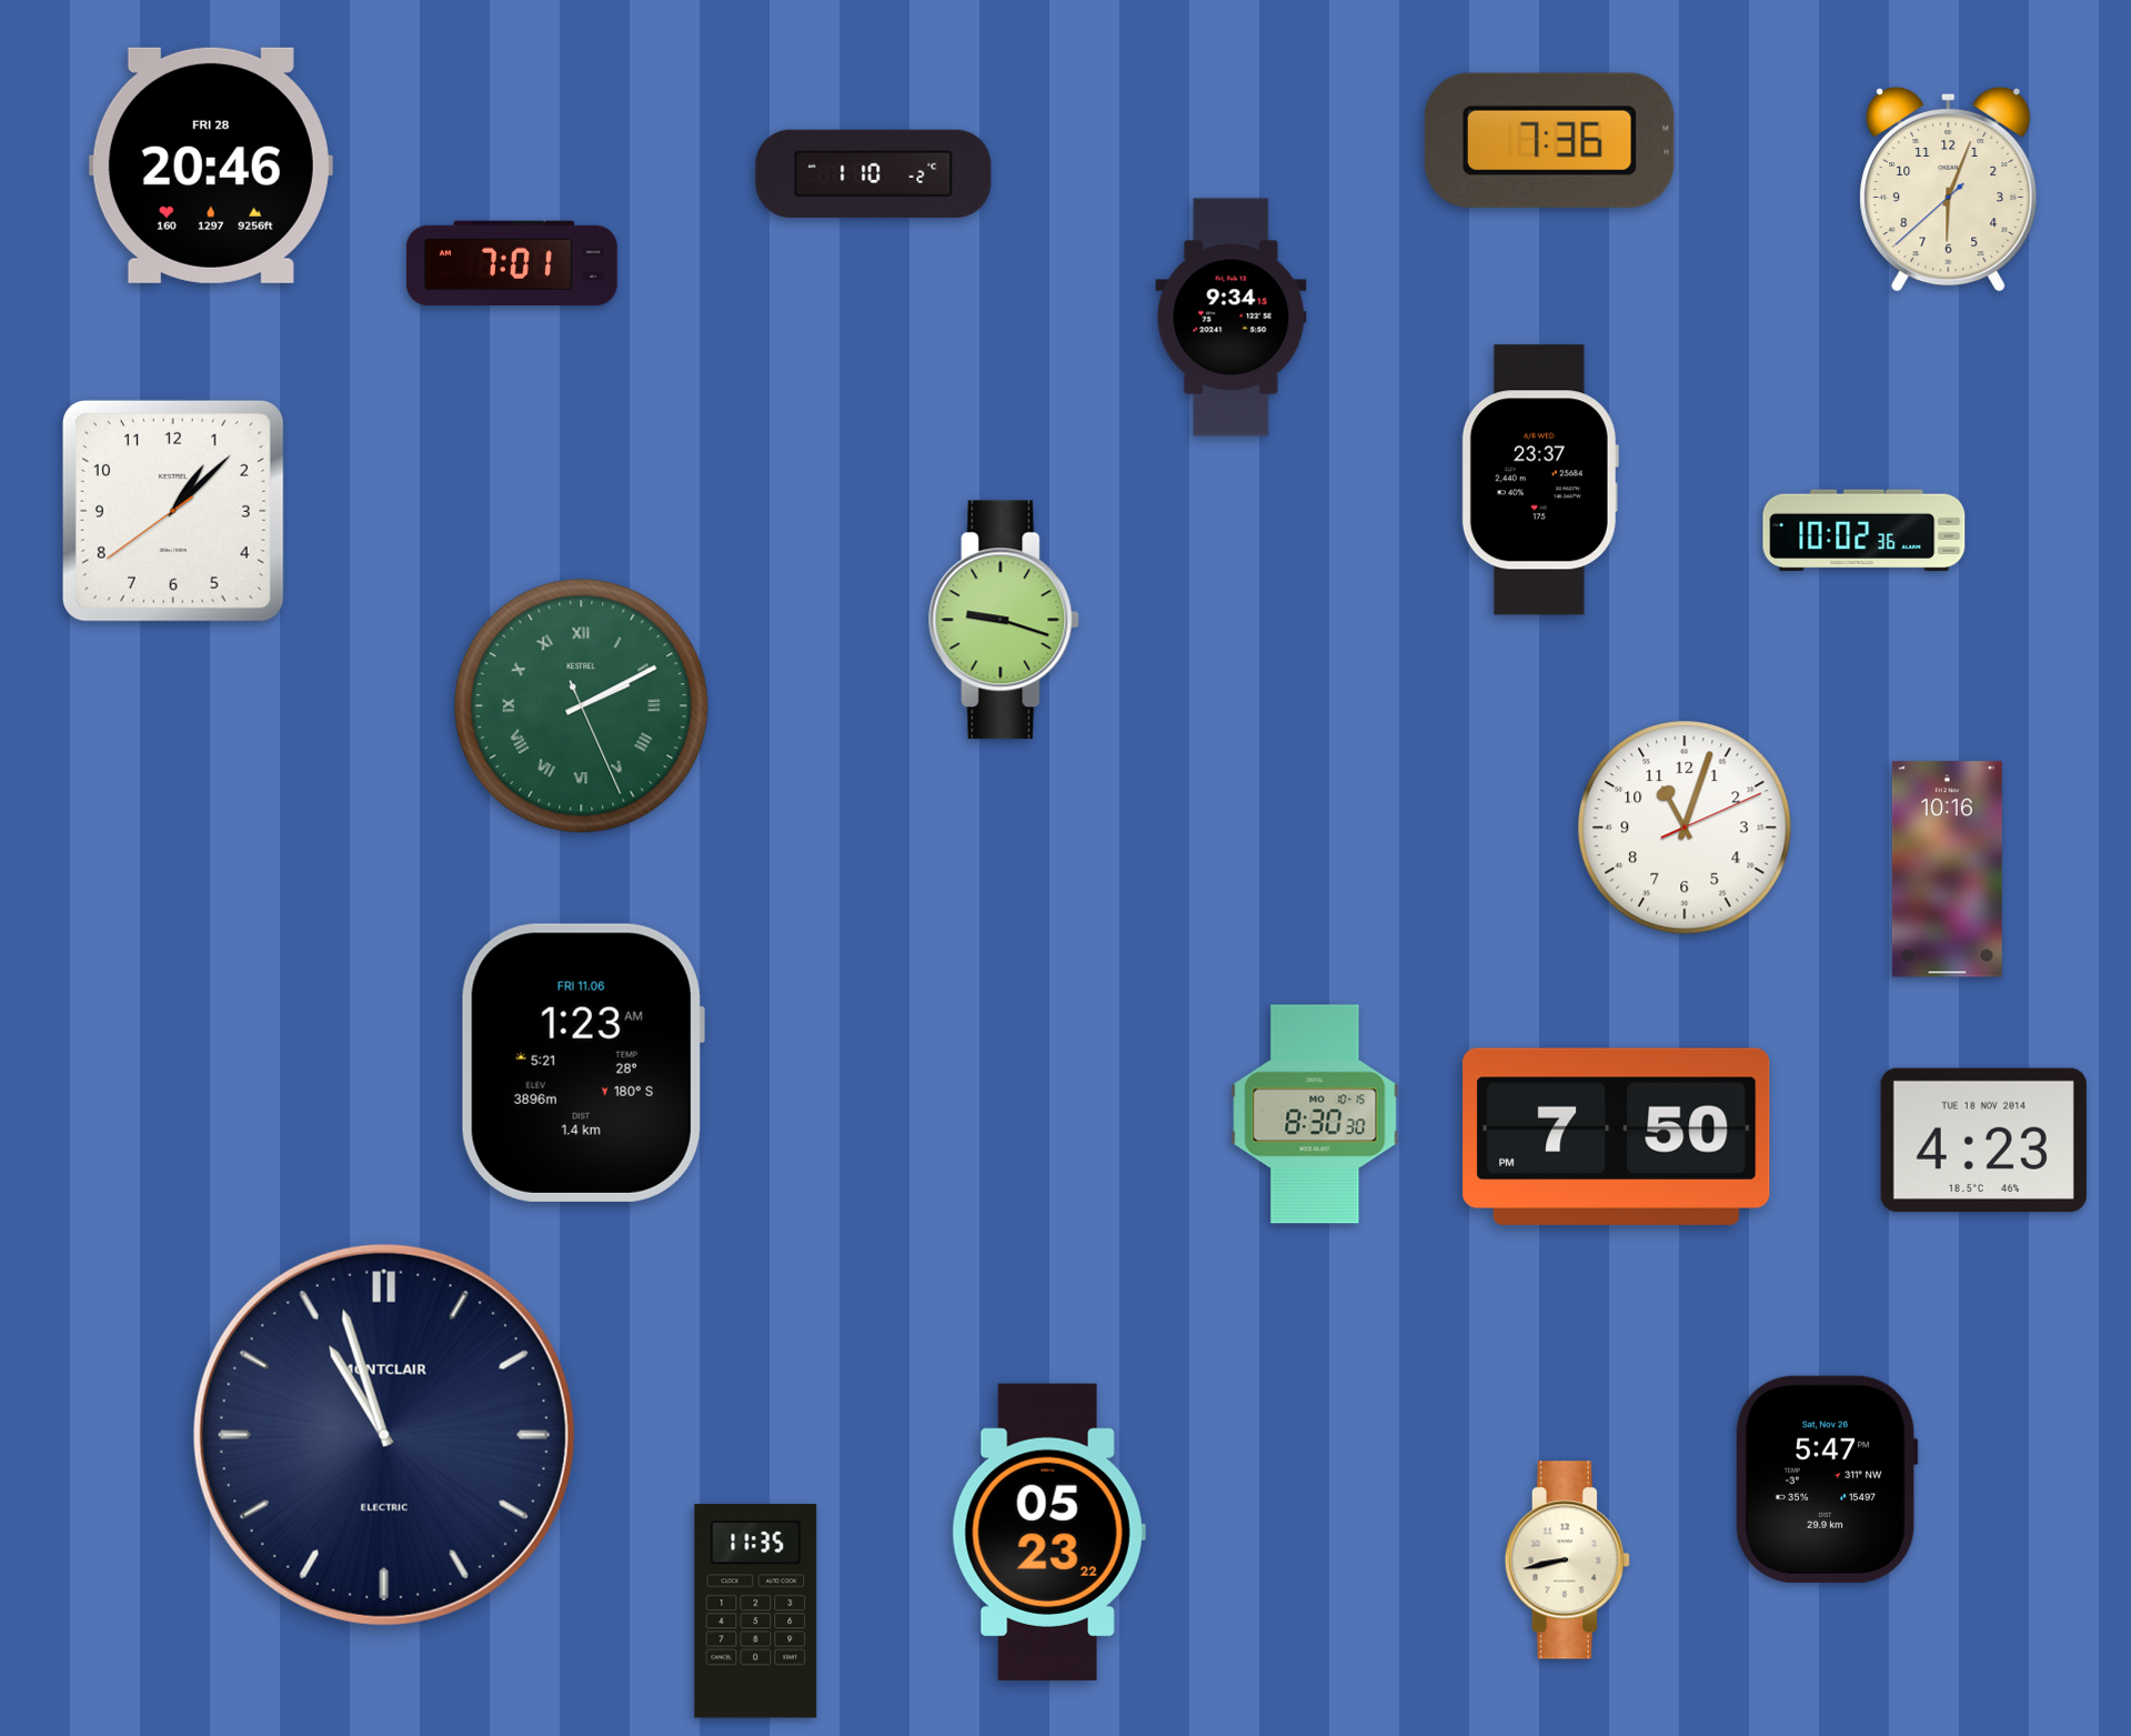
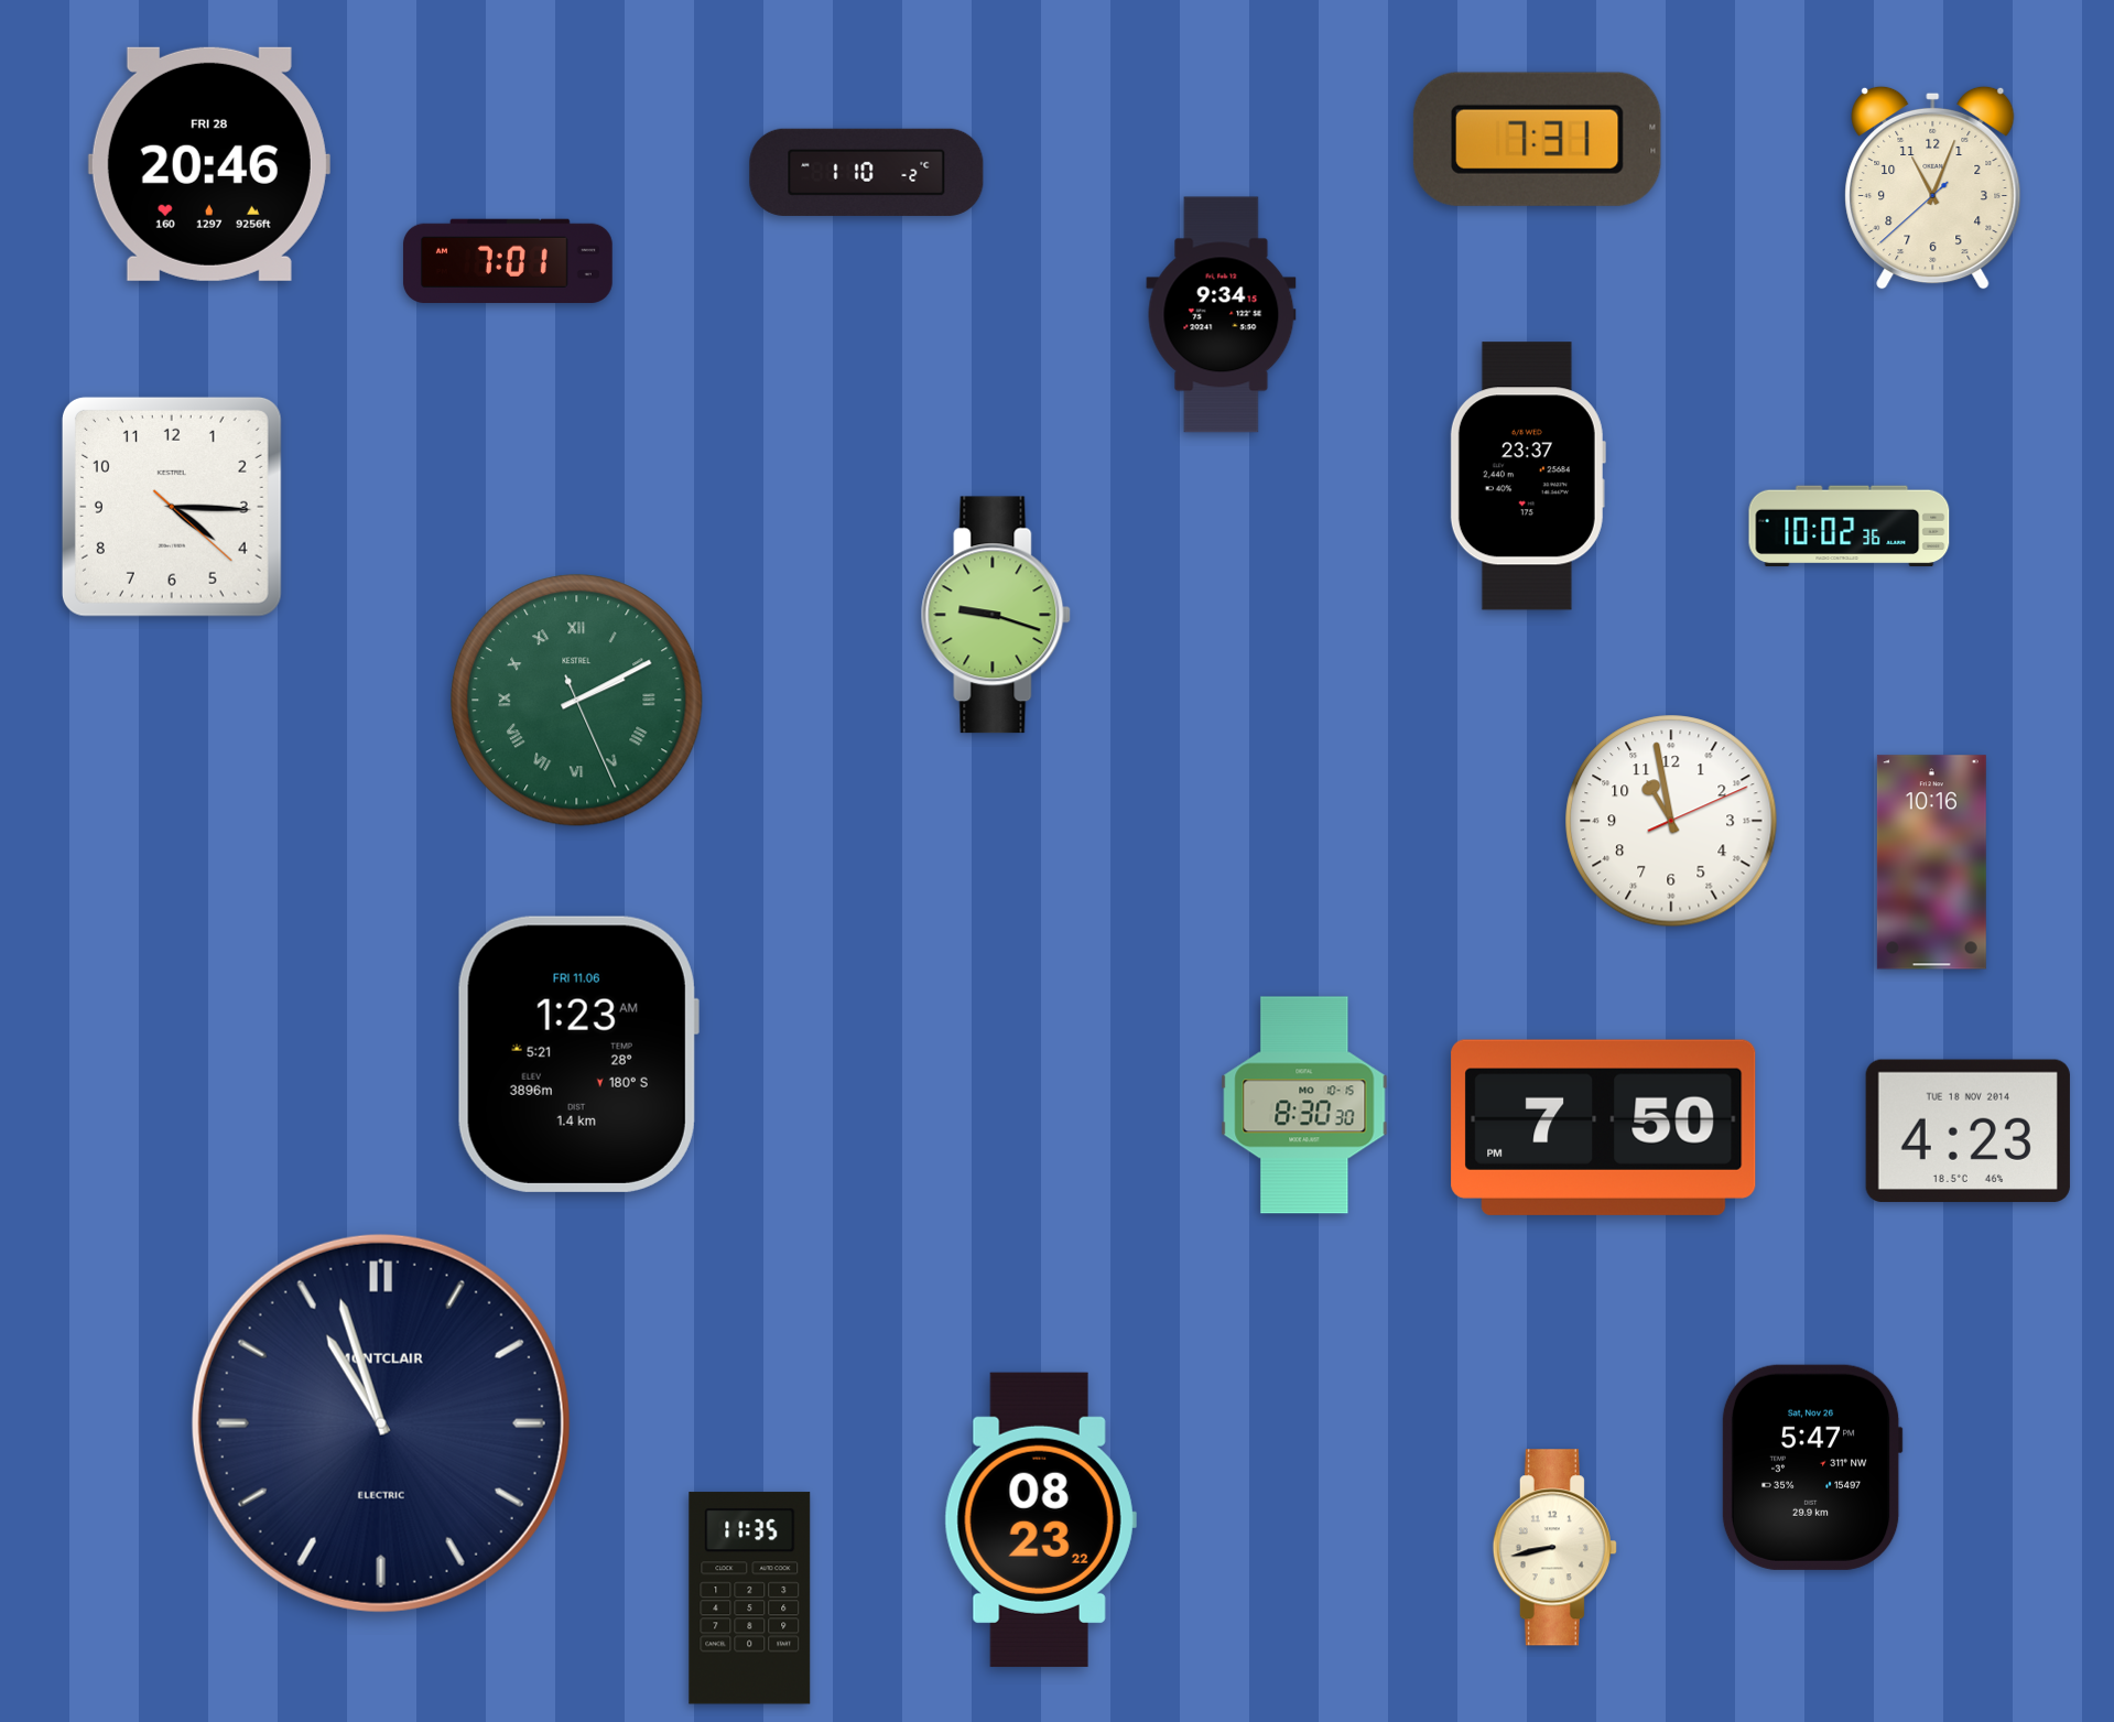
clock at (1549, 140): 7:36 -> 7:31
clock at (1949, 189): 6:03 -> 11:03
clock at (173, 511): 1:07 -> 4:15
clock at (1685, 827): 11:03 -> 10:58
clock at (1048, 1532): 05:23 -> 08:23
